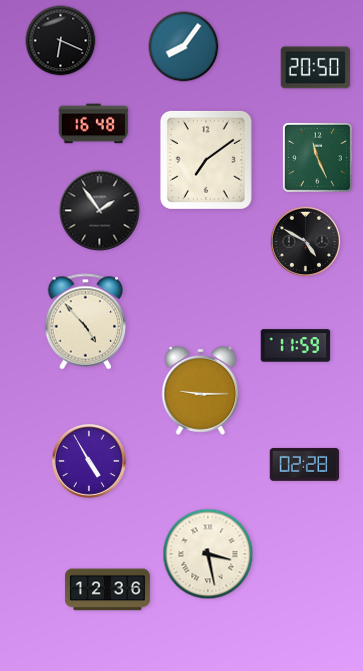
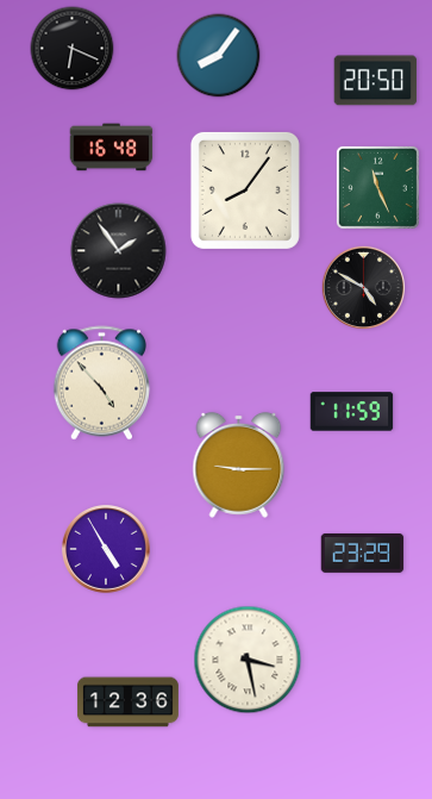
clock at (206, 160): 7:09 -> 8:06
clock at (305, 464): 02:28 -> 23:29
